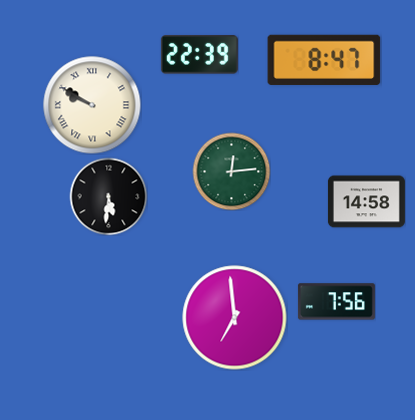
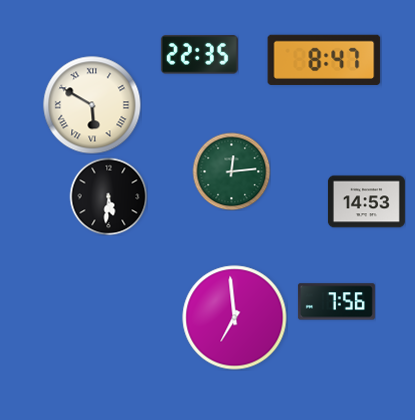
clock at (199, 55): 22:39 -> 22:35
clock at (92, 105): 9:50 -> 5:50
clock at (366, 202): 14:58 -> 14:53
